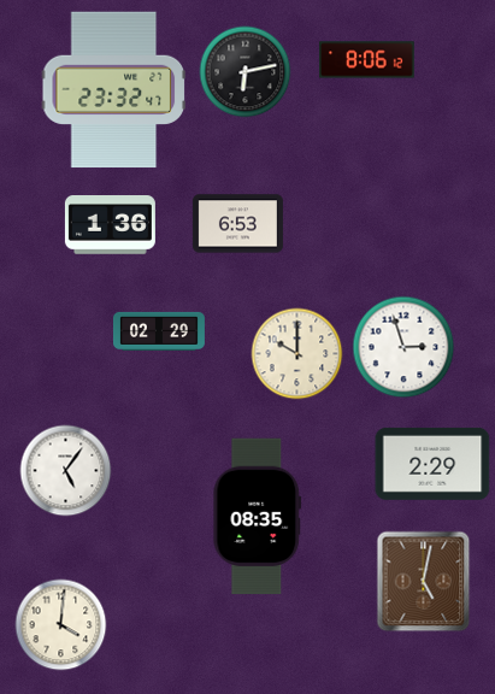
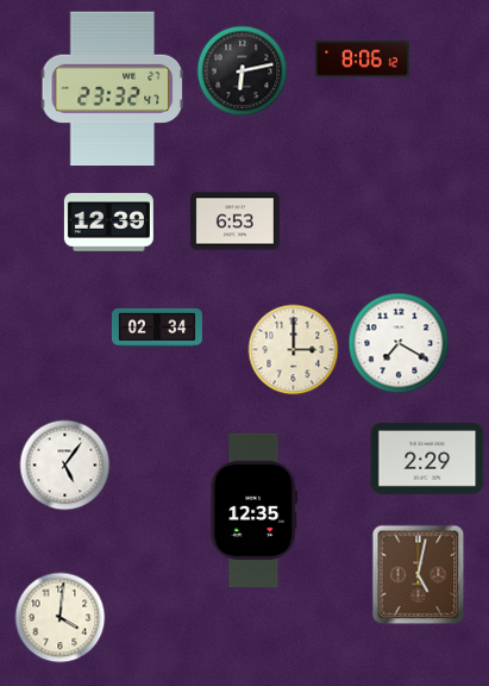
clock at (110, 225): 1:36 -> 12:39
clock at (159, 331): 02:29 -> 02:34
clock at (403, 347): 2:57 -> 7:20
clock at (297, 354): 10:00 -> 3:00
clock at (258, 517): 08:35 -> 12:35
